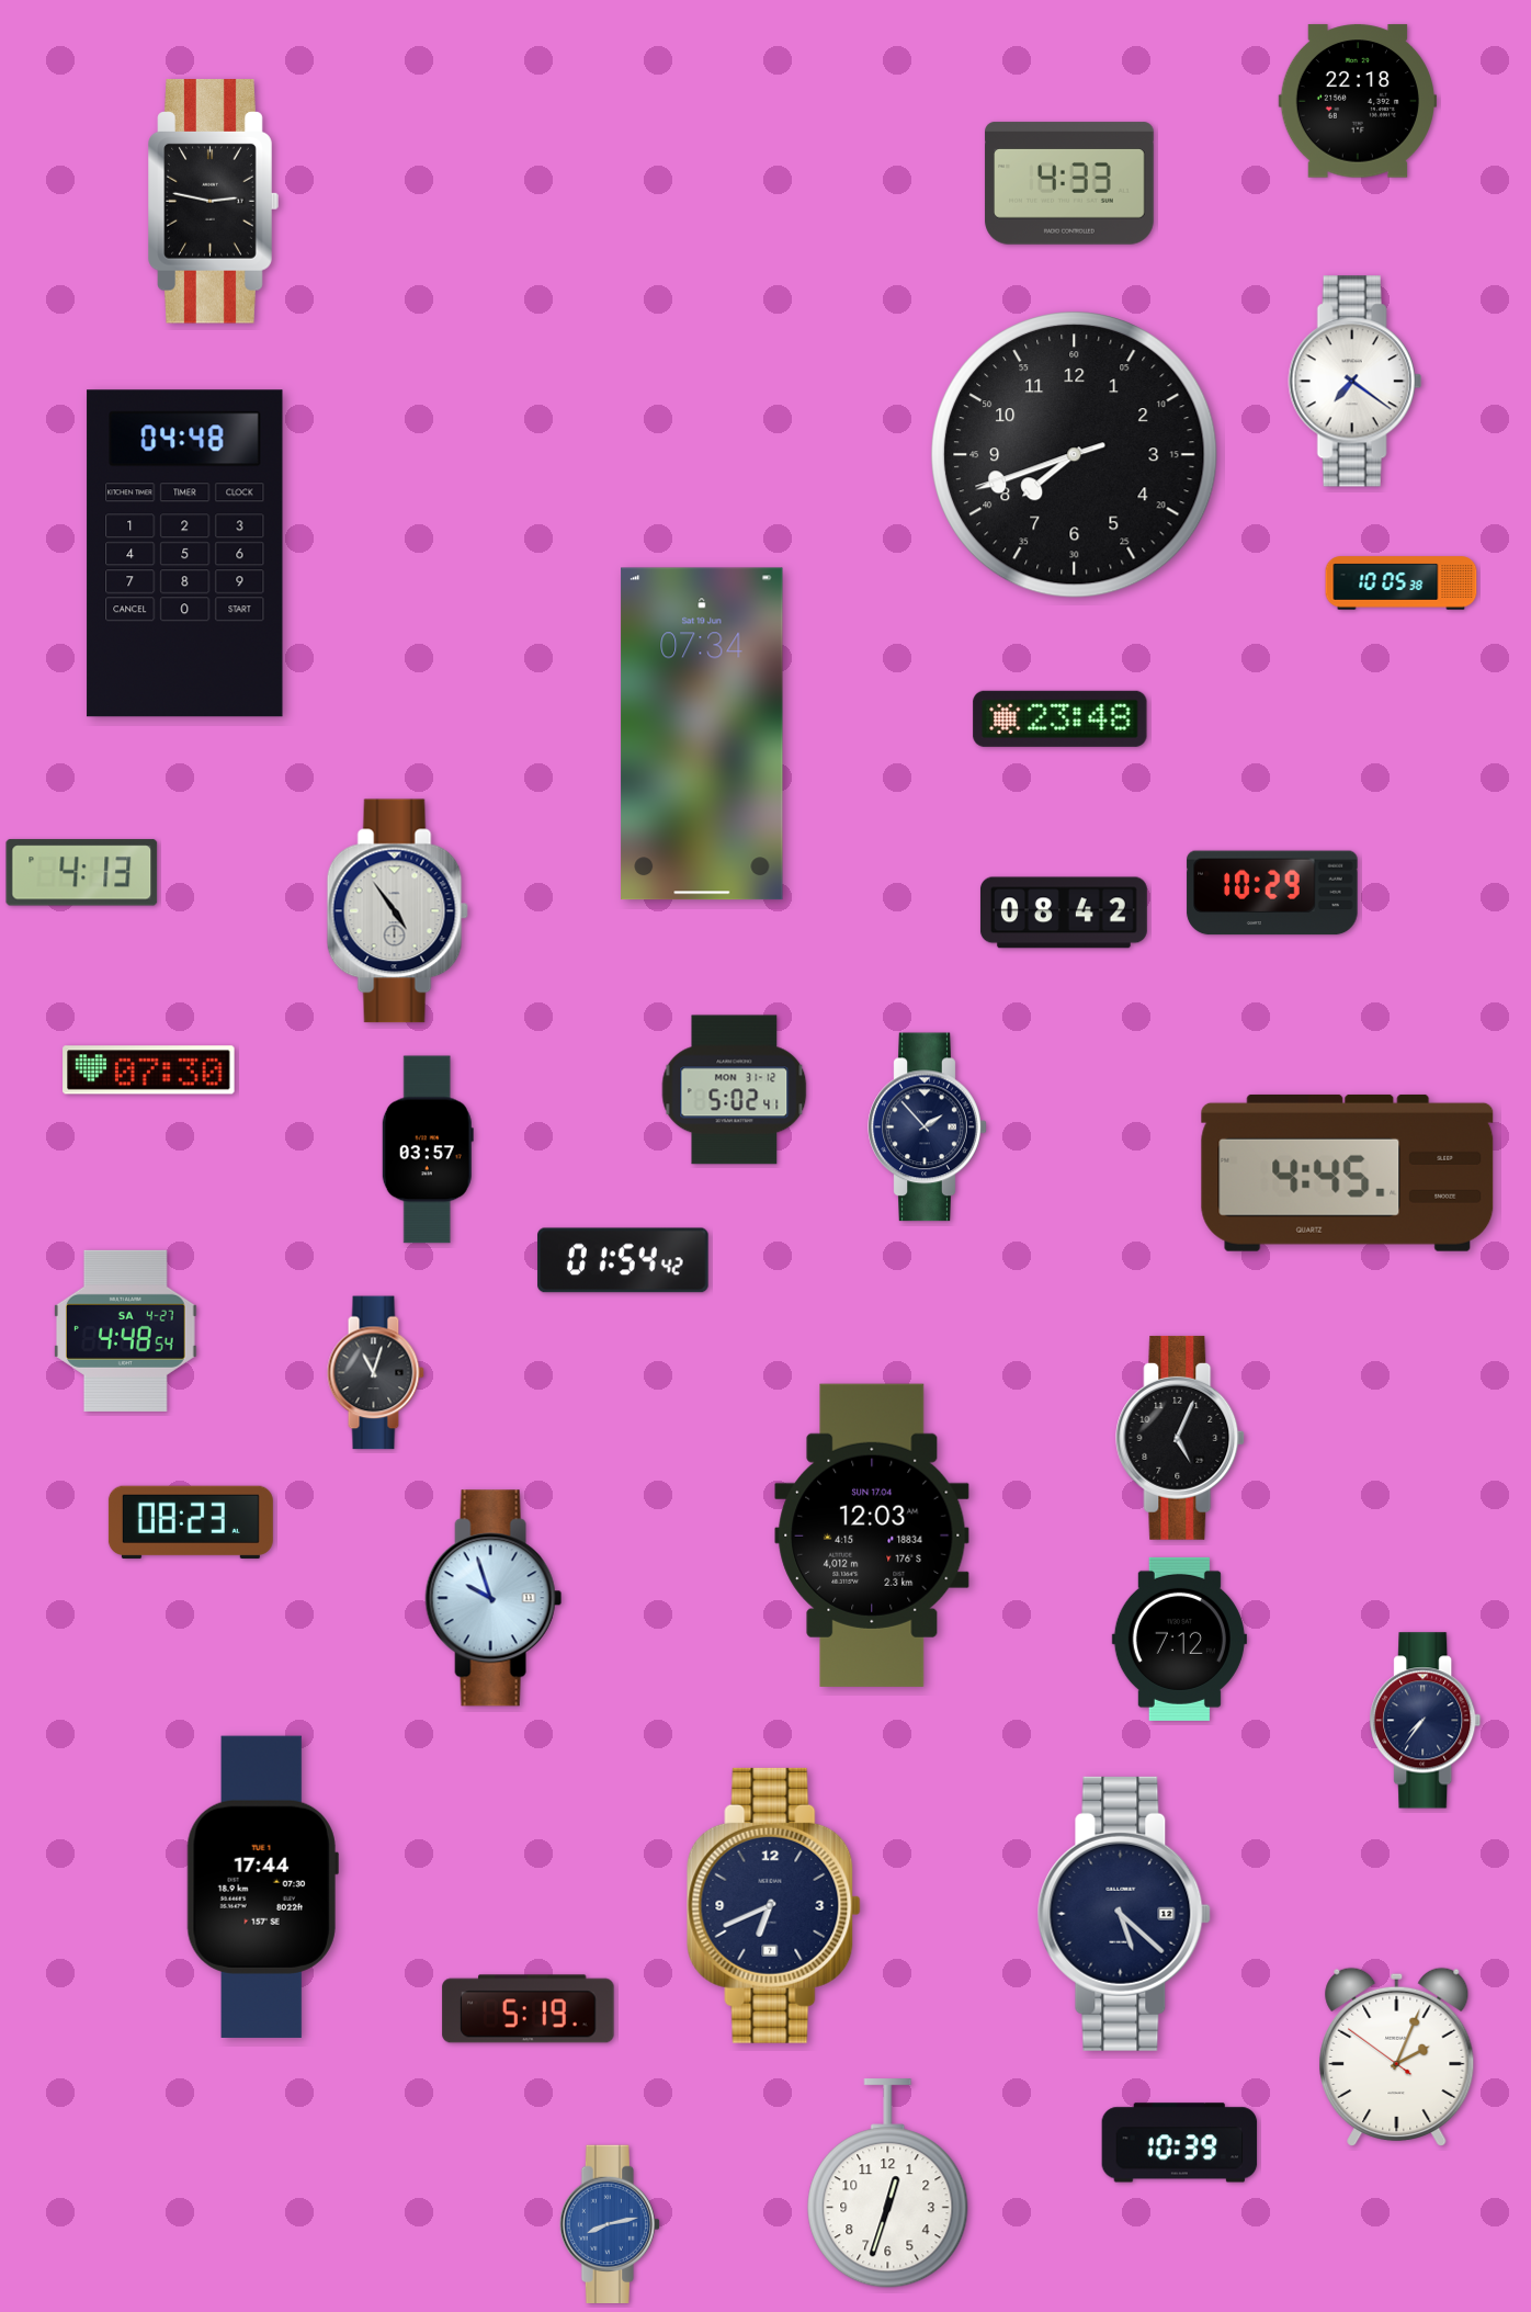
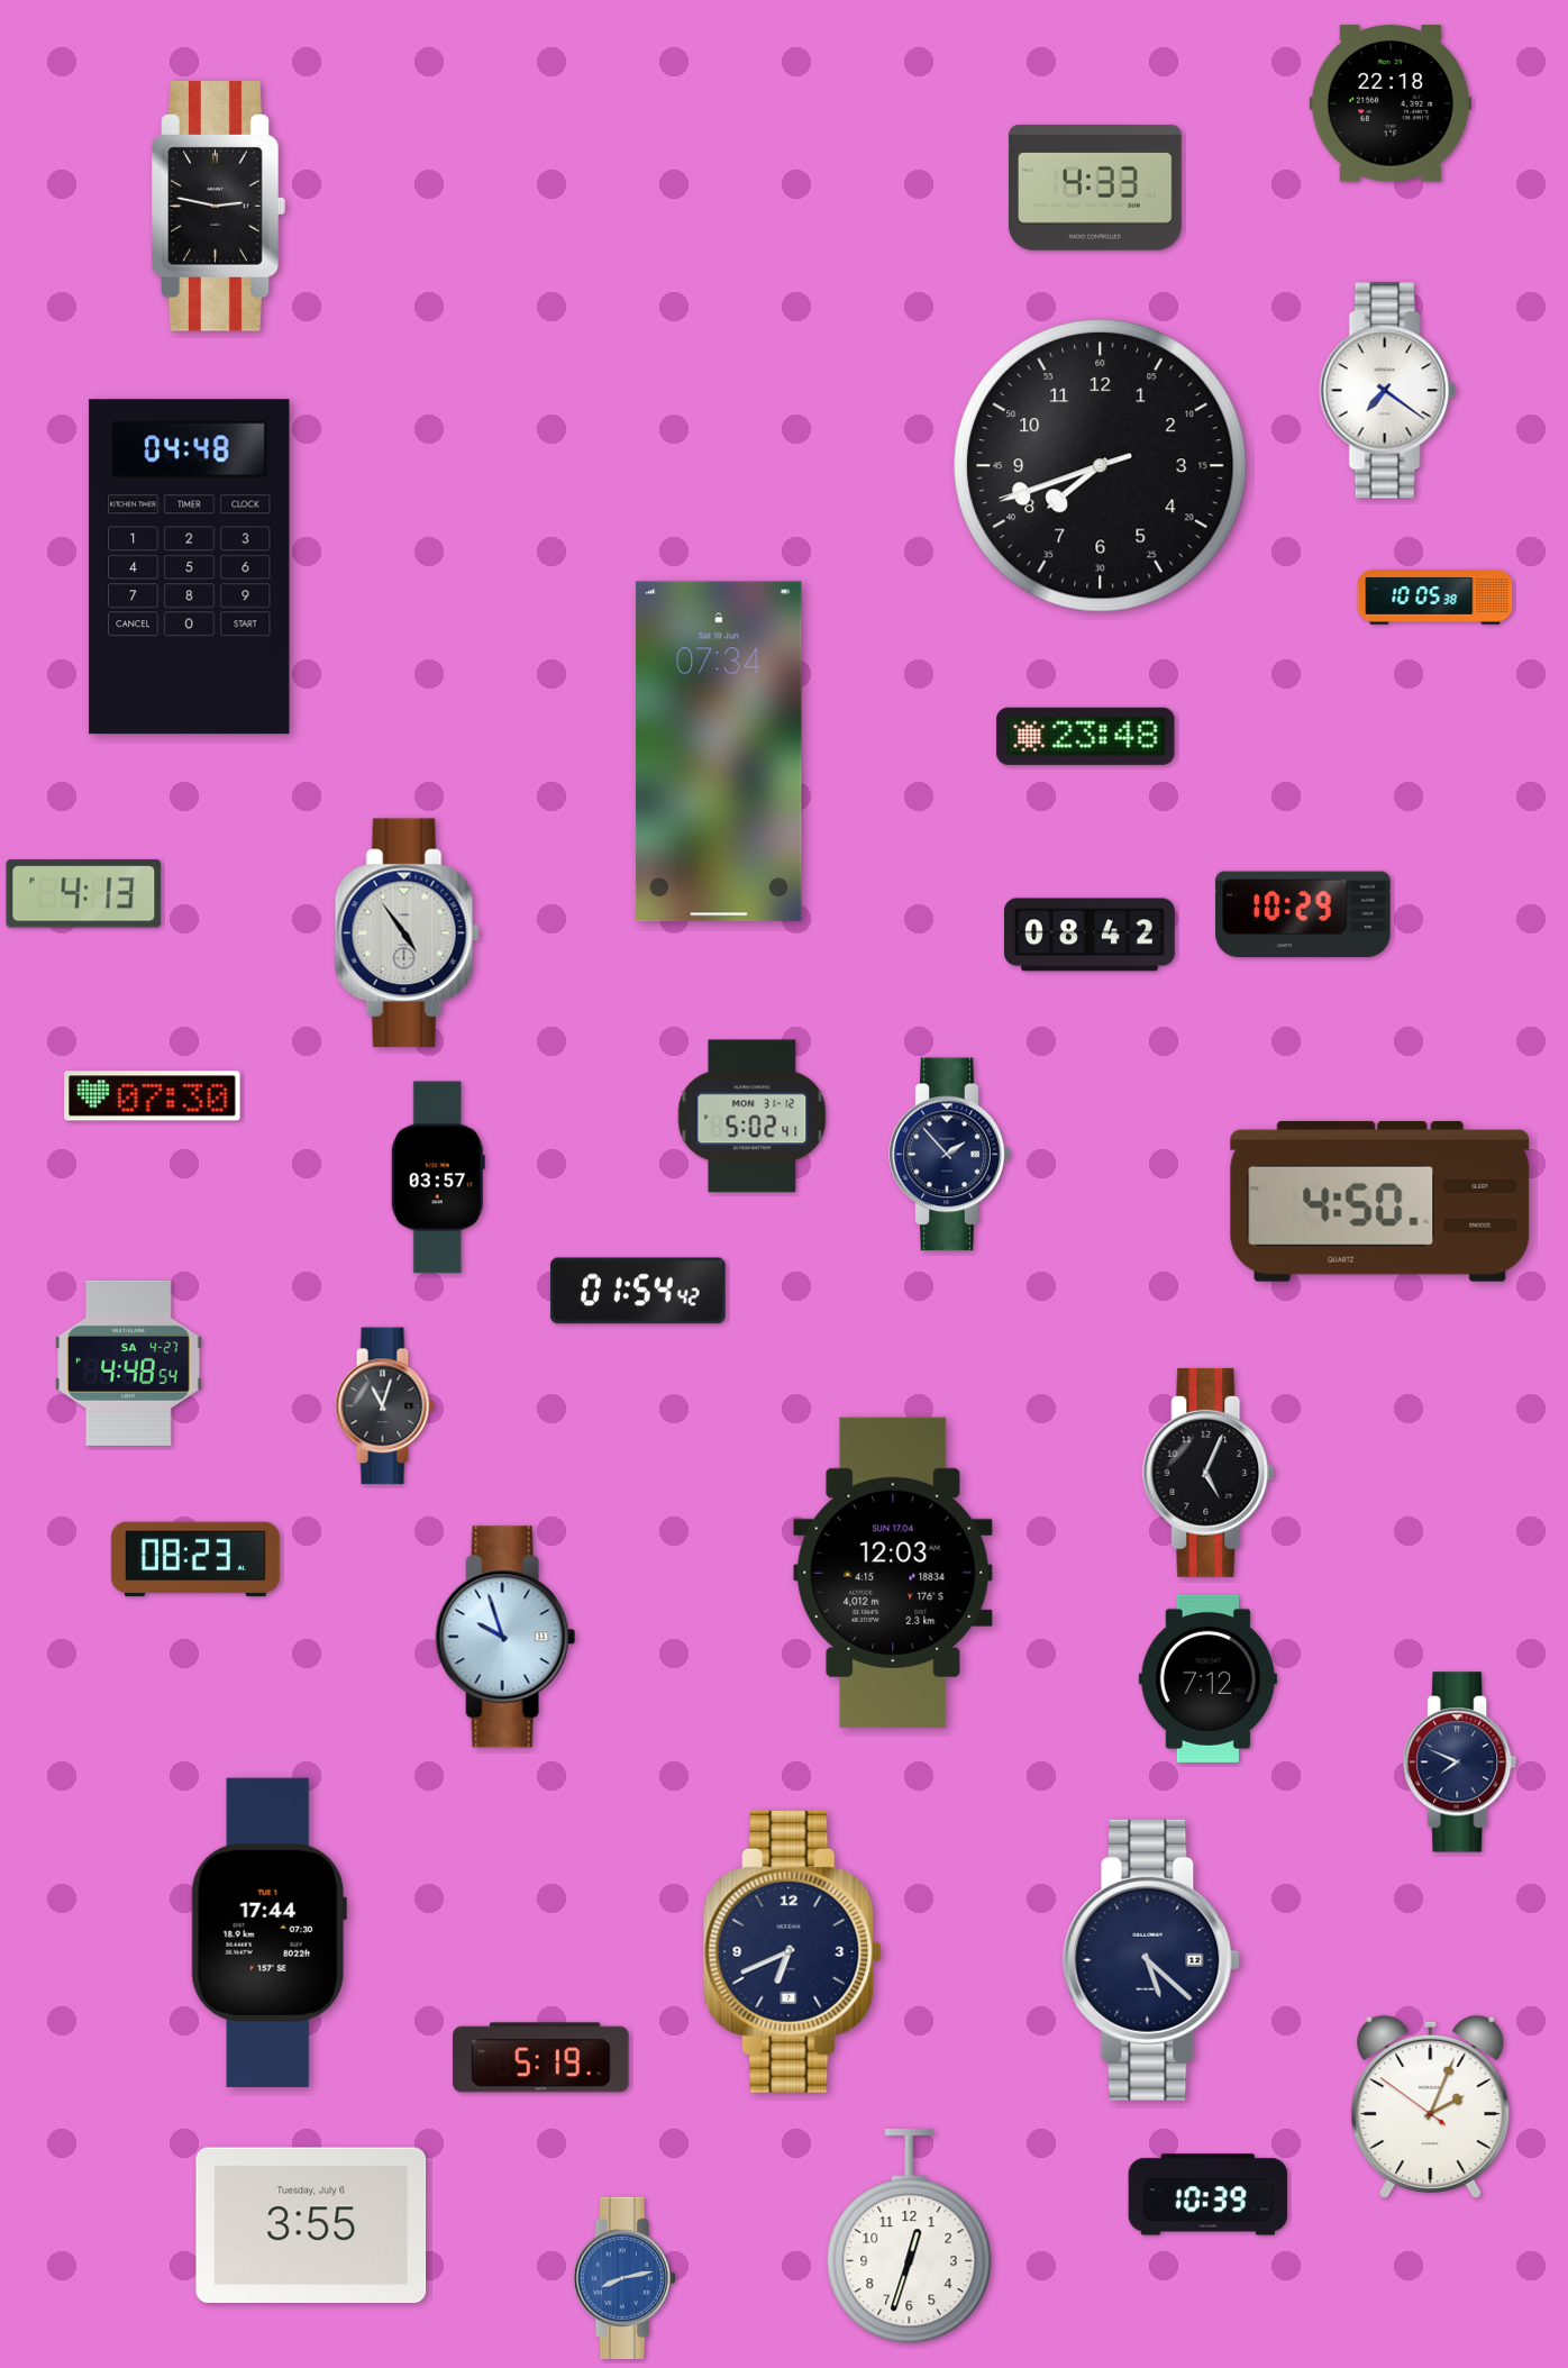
clock at (1348, 1172): 4:45 -> 4:50
clock at (1426, 1721): 7:36 -> 7:49
clock at (311, 2224): none -> 3:55
